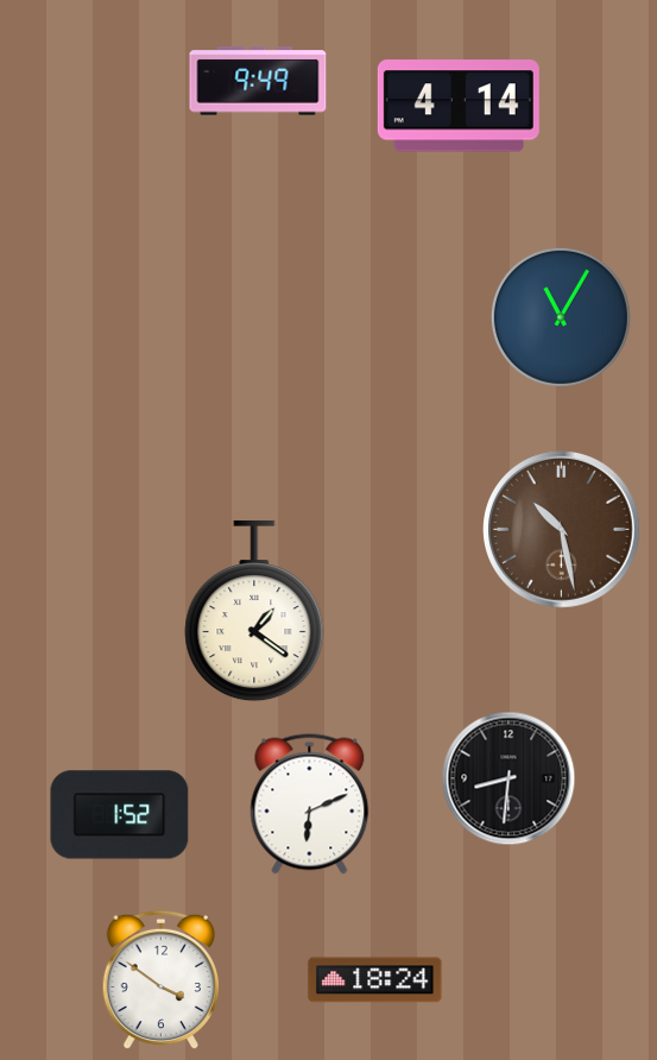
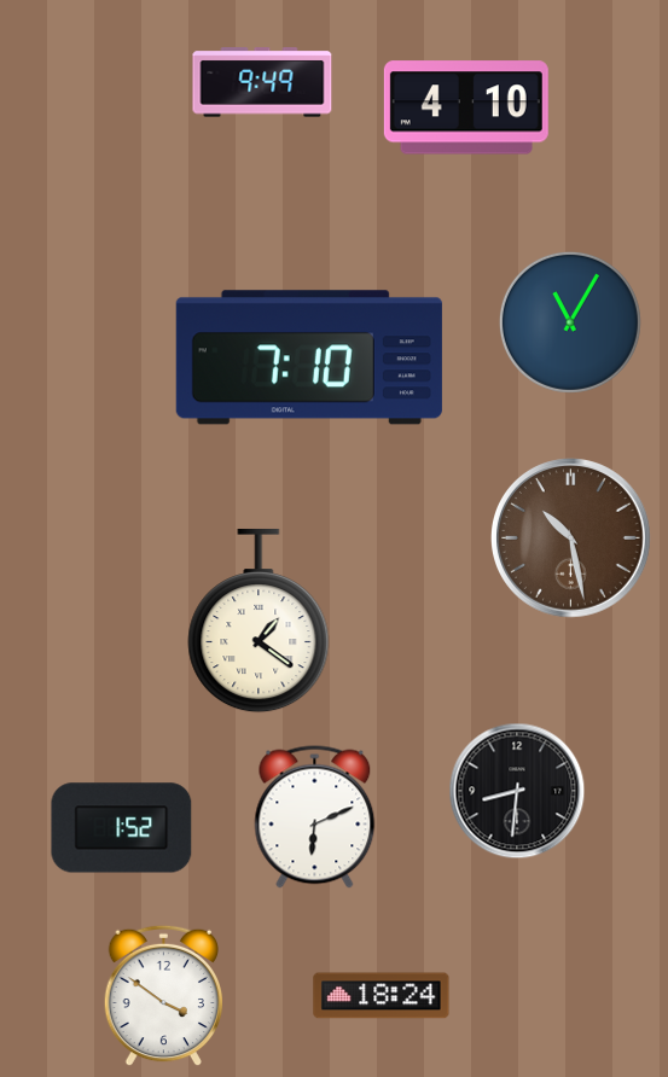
clock at (459, 106): 4:14 -> 4:10
clock at (309, 357): none -> 7:10
